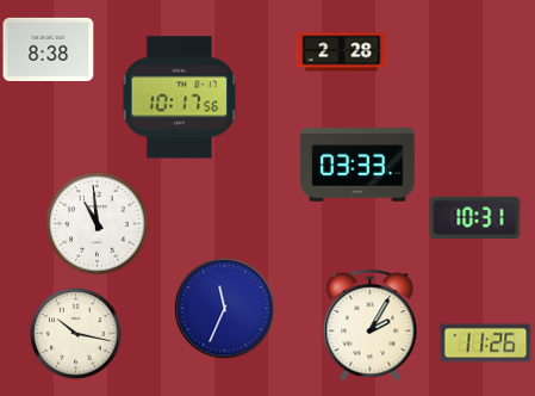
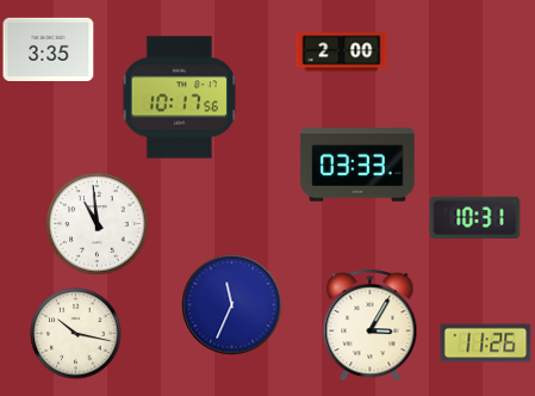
clock at (49, 49): 8:38 -> 3:35
clock at (342, 52): 2:28 -> 2:00
clock at (225, 309) position: (225, 309) -> (232, 305)
clock at (371, 324): 2:05 -> 3:05
